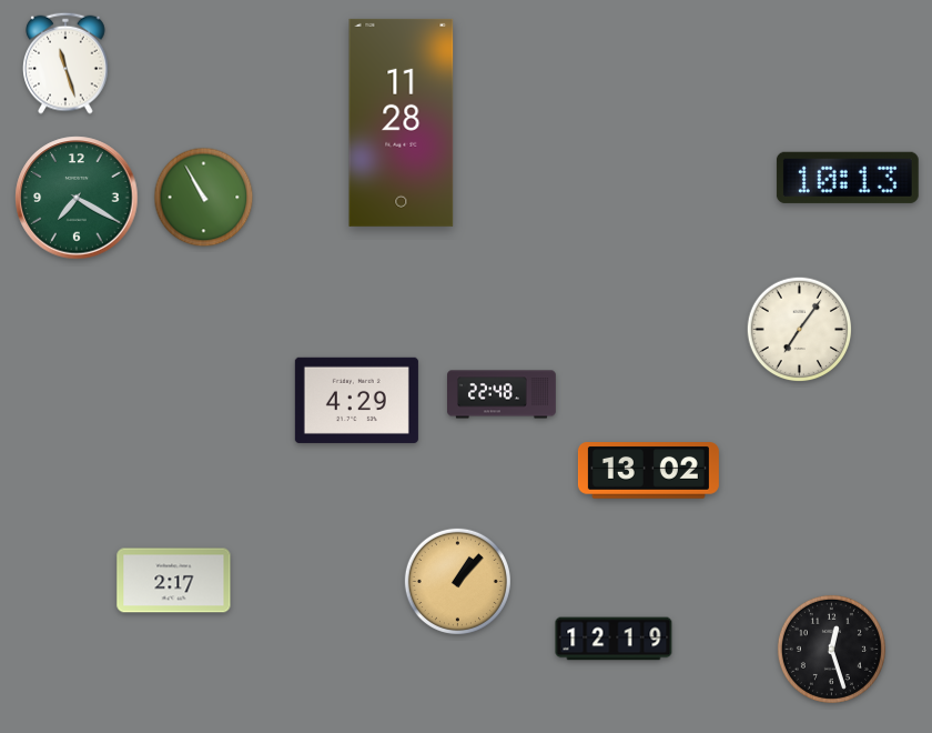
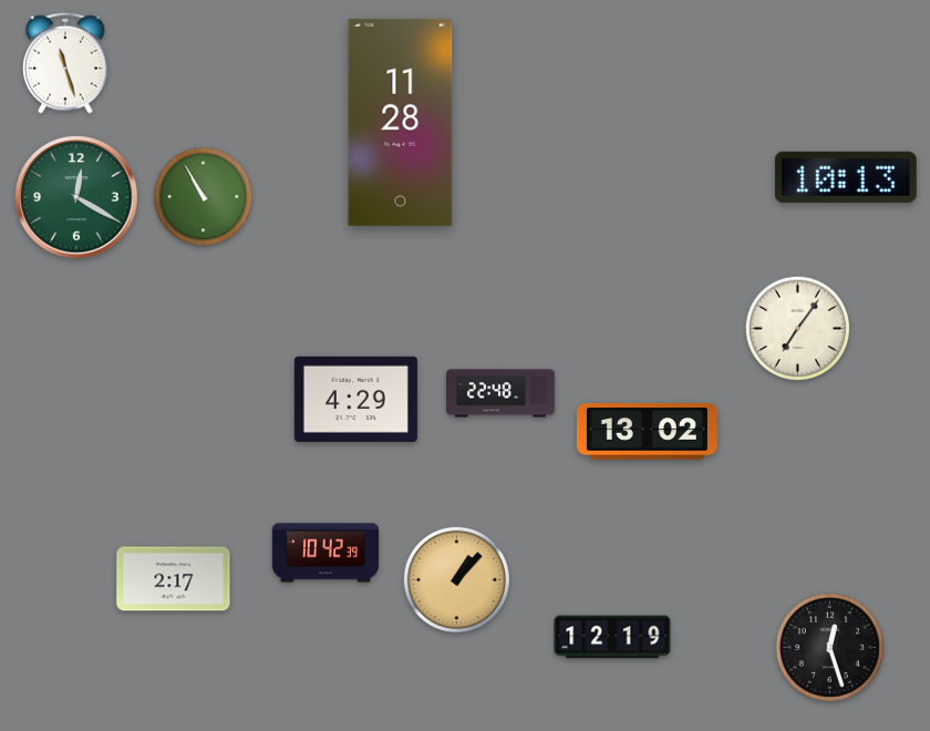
clock at (77, 198): 7:20 -> 12:20
clock at (648, 471) position: (648, 471) -> (647, 432)
clock at (325, 553): none -> 10:42
